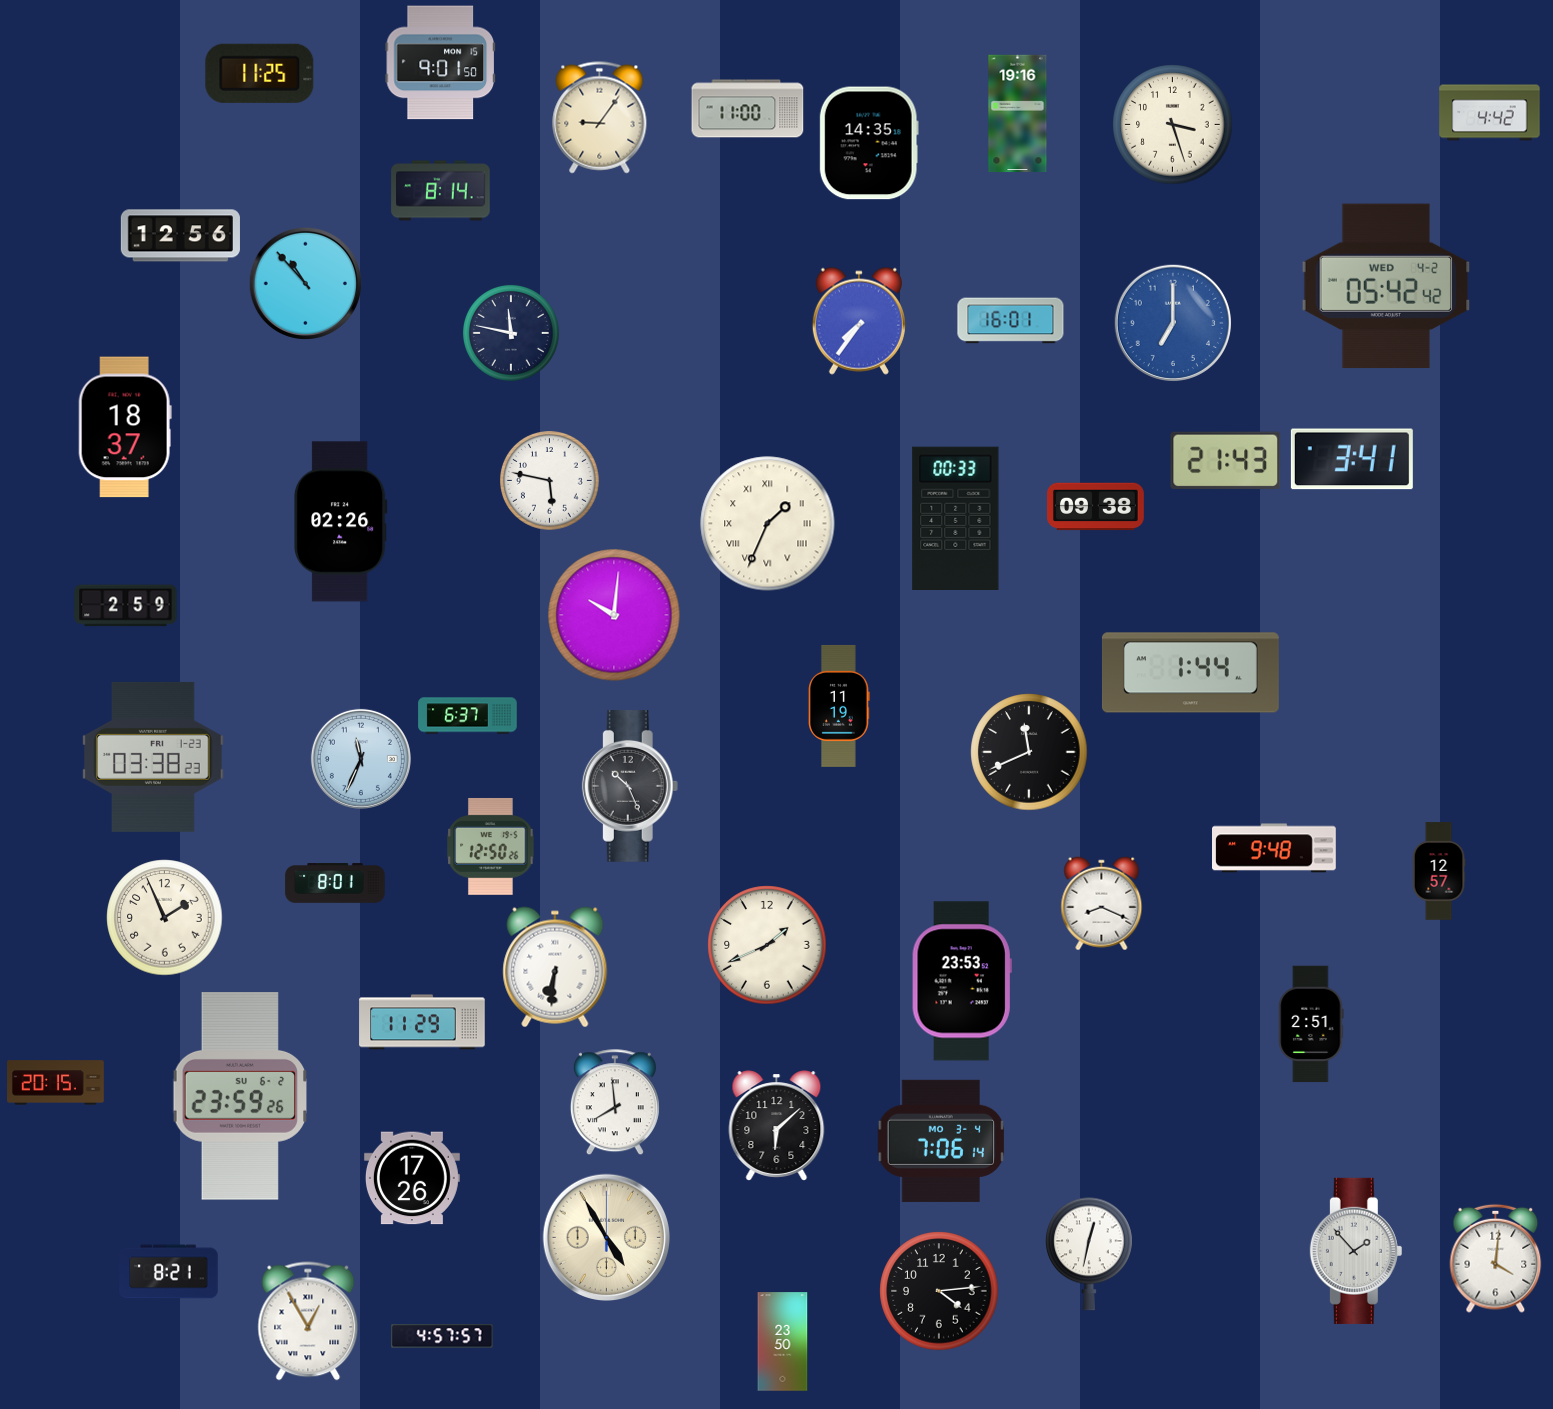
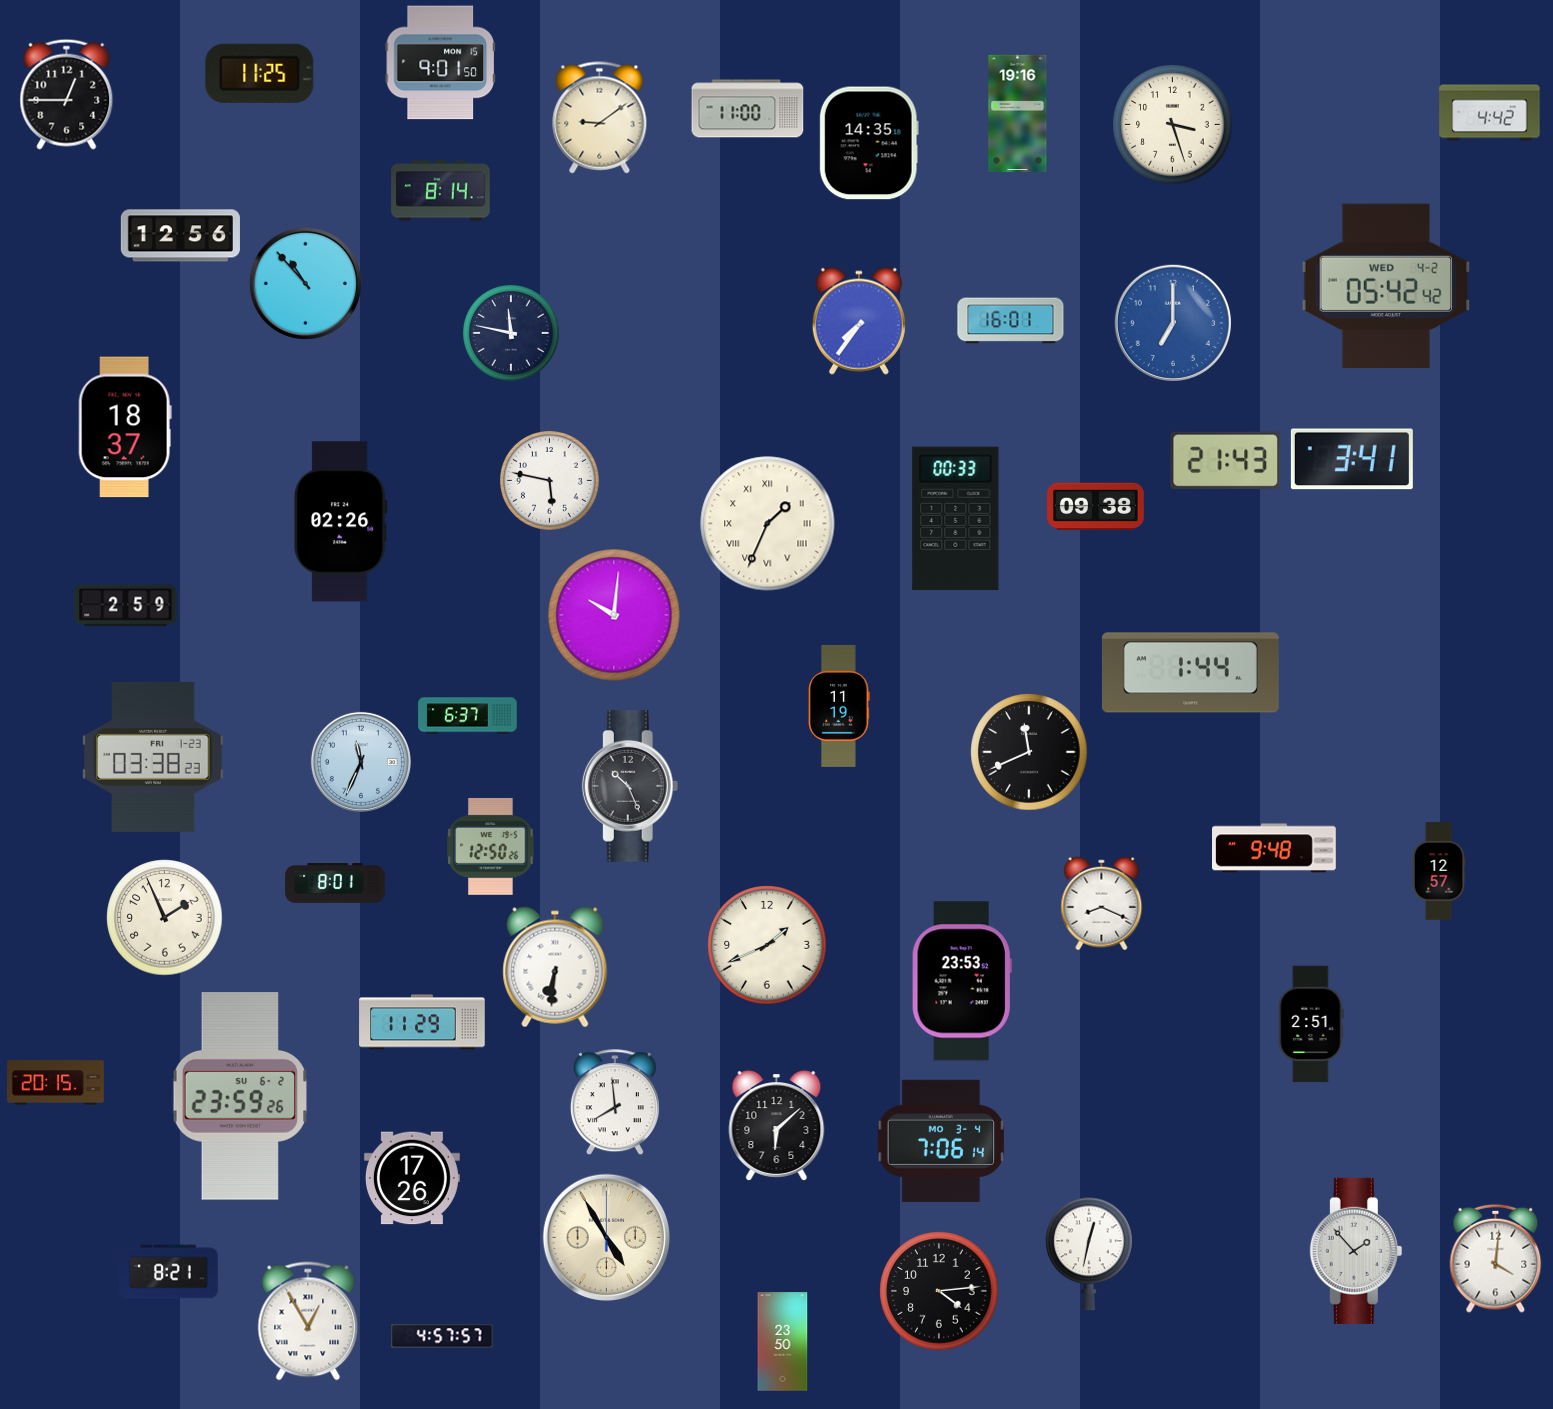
clock at (67, 94): none -> 12:45
clock at (600, 118): 9:06 -> 9:09
clock at (361, 759) position: (361, 759) -> (361, 762)
